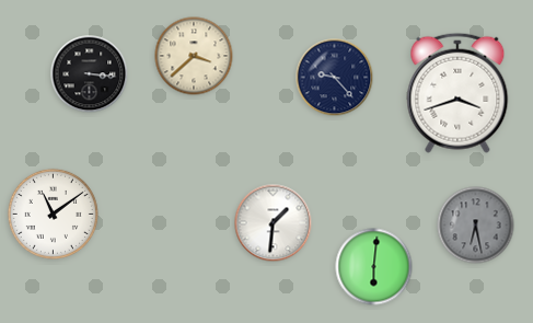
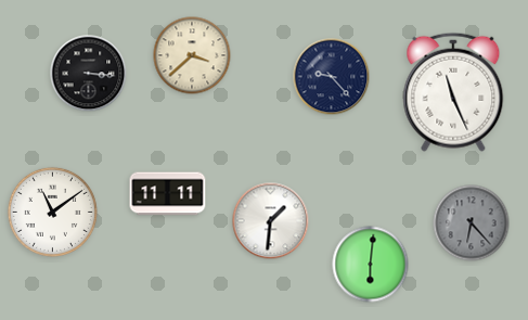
clock at (457, 93): 3:42 -> 11:26
clock at (168, 194): none -> 11:11
clock at (476, 226): 6:28 -> 6:23
